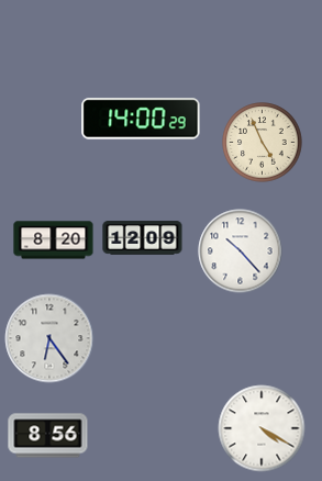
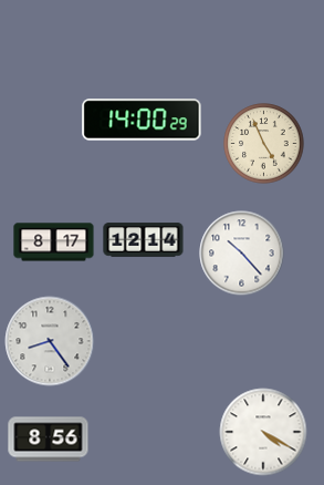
clock at (143, 238): 12:09 -> 12:14
clock at (54, 240): 8:20 -> 8:17
clock at (49, 338): 6:24 -> 8:24
